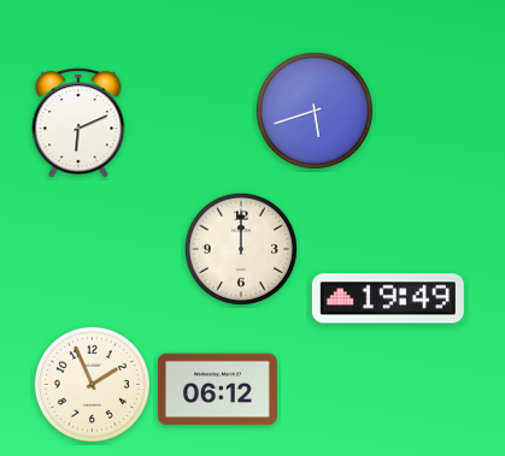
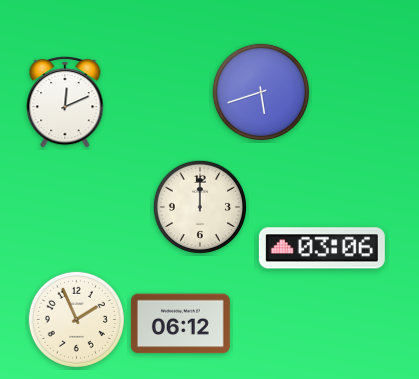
clock at (78, 123): 6:11 -> 12:11
clock at (388, 298): 19:49 -> 03:06
